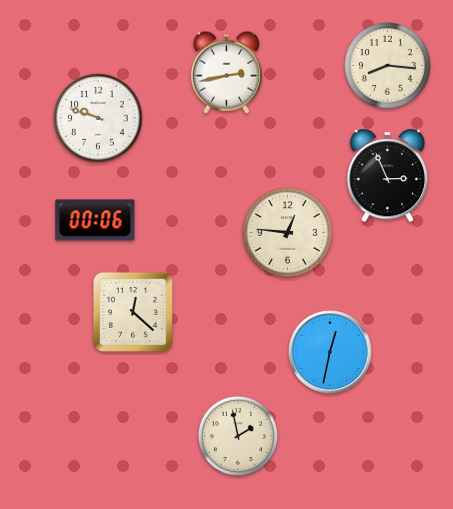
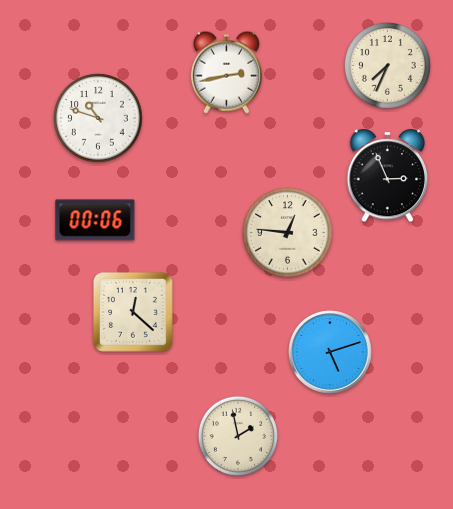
clock at (388, 66): 8:16 -> 7:34
clock at (98, 118): 9:48 -> 10:48
clock at (330, 352): 12:32 -> 5:12
